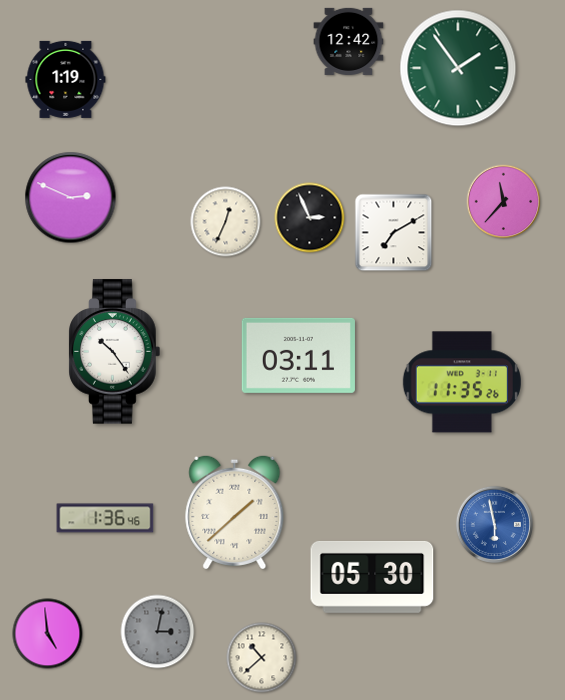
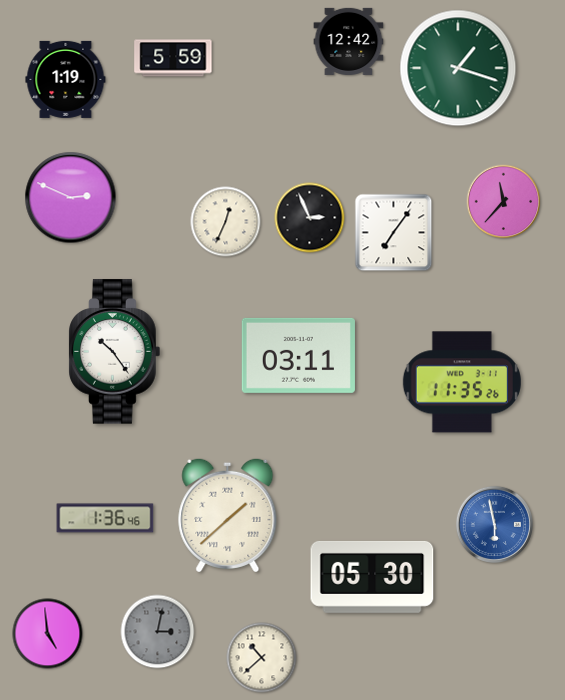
clock at (173, 58): none -> 5:59
clock at (458, 68): 1:54 -> 1:18
clock at (394, 233): 7:10 -> 7:06
clock at (235, 512) position: (235, 512) -> (228, 515)
